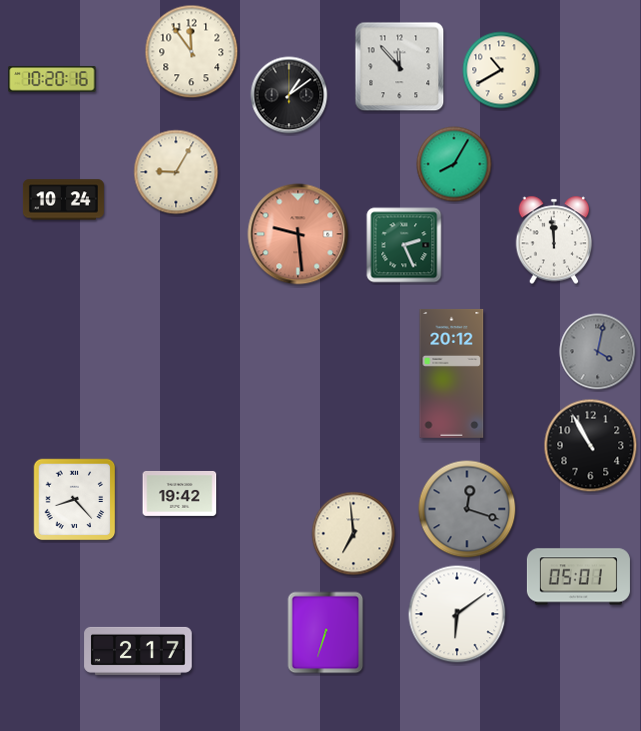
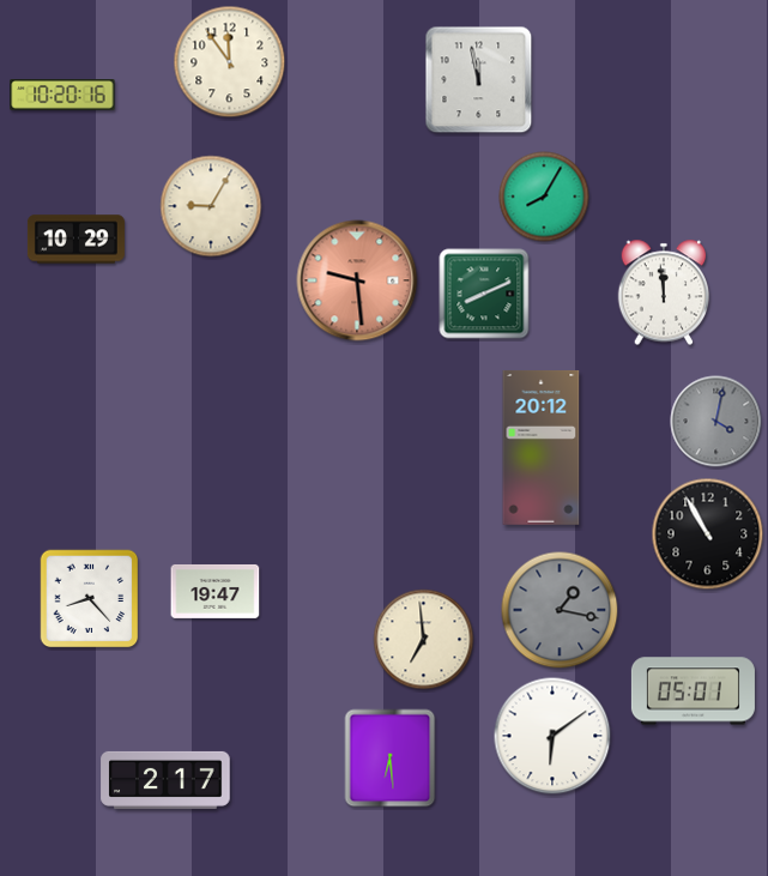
clock at (400, 67): 11:53 -> 11:58
clock at (501, 70): 10:40 -> none
clock at (289, 95): 1:09 -> none
clock at (63, 200): 10:24 -> 10:29
clock at (554, 240) position: (554, 240) -> (664, 292)
clock at (404, 245): 2:26 -> 8:11
clock at (180, 493): 19:42 -> 19:47
clock at (467, 509): 12:18 -> 1:17
clock at (457, 614) position: (457, 614) -> (552, 736)
clock at (326, 633): 6:33 -> 6:29
